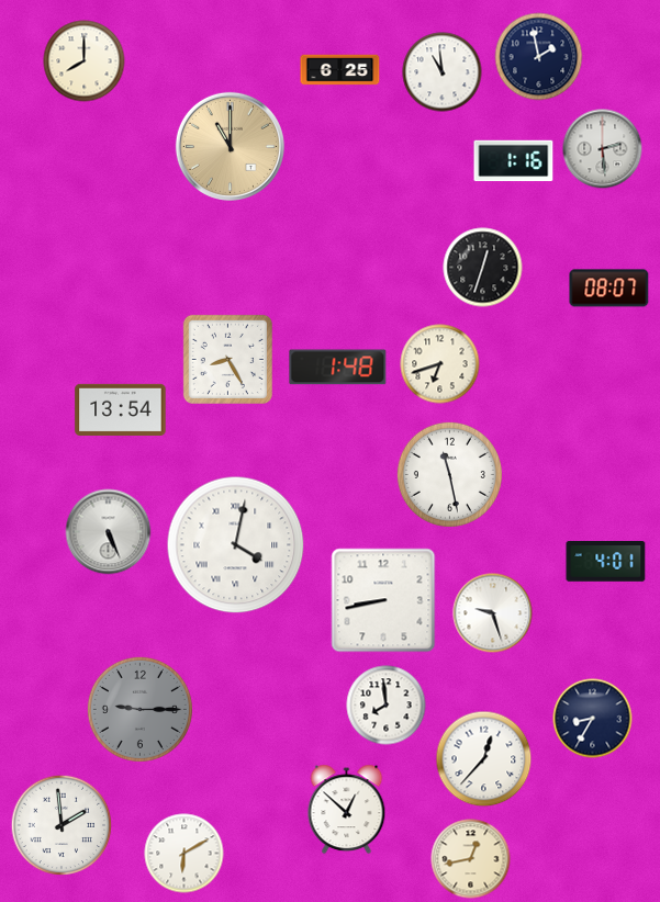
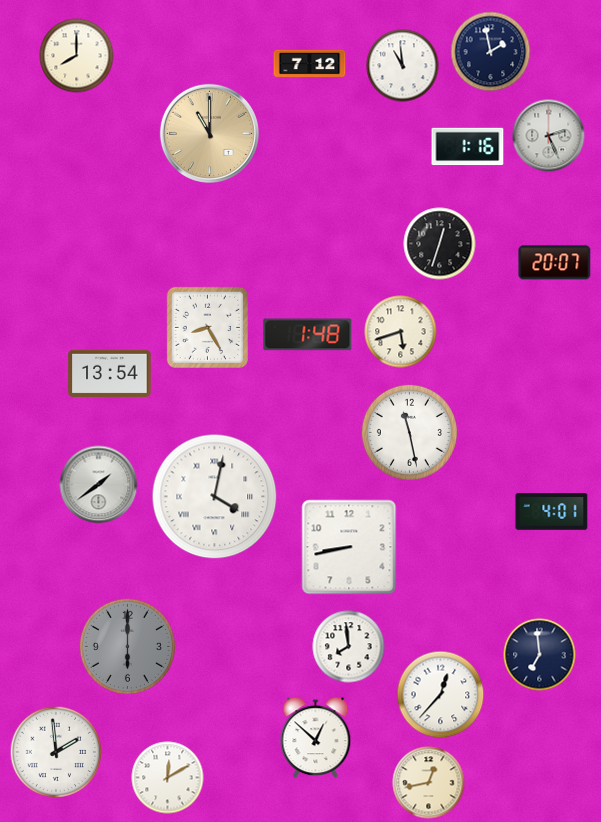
clock at (340, 70): 6:25 -> 7:12
clock at (603, 149): 2:29 -> 2:26
clock at (609, 289): 08:07 -> 20:07
clock at (440, 364): 6:42 -> 5:42
clock at (109, 532): 5:26 -> 1:39
clock at (493, 613): 9:27 -> none
clock at (387, 706) position: (387, 706) -> (349, 647)
clock at (139, 709): 9:15 -> 6:00
clock at (593, 719): 8:35 -> 6:59
clock at (484, 759) position: (484, 759) -> (441, 695)
clock at (184, 854): 6:10 -> 12:10
